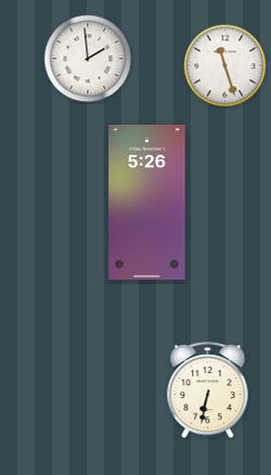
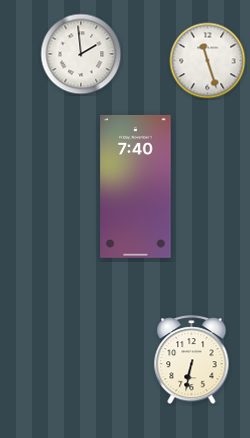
clock at (147, 202): 5:26 -> 7:40
